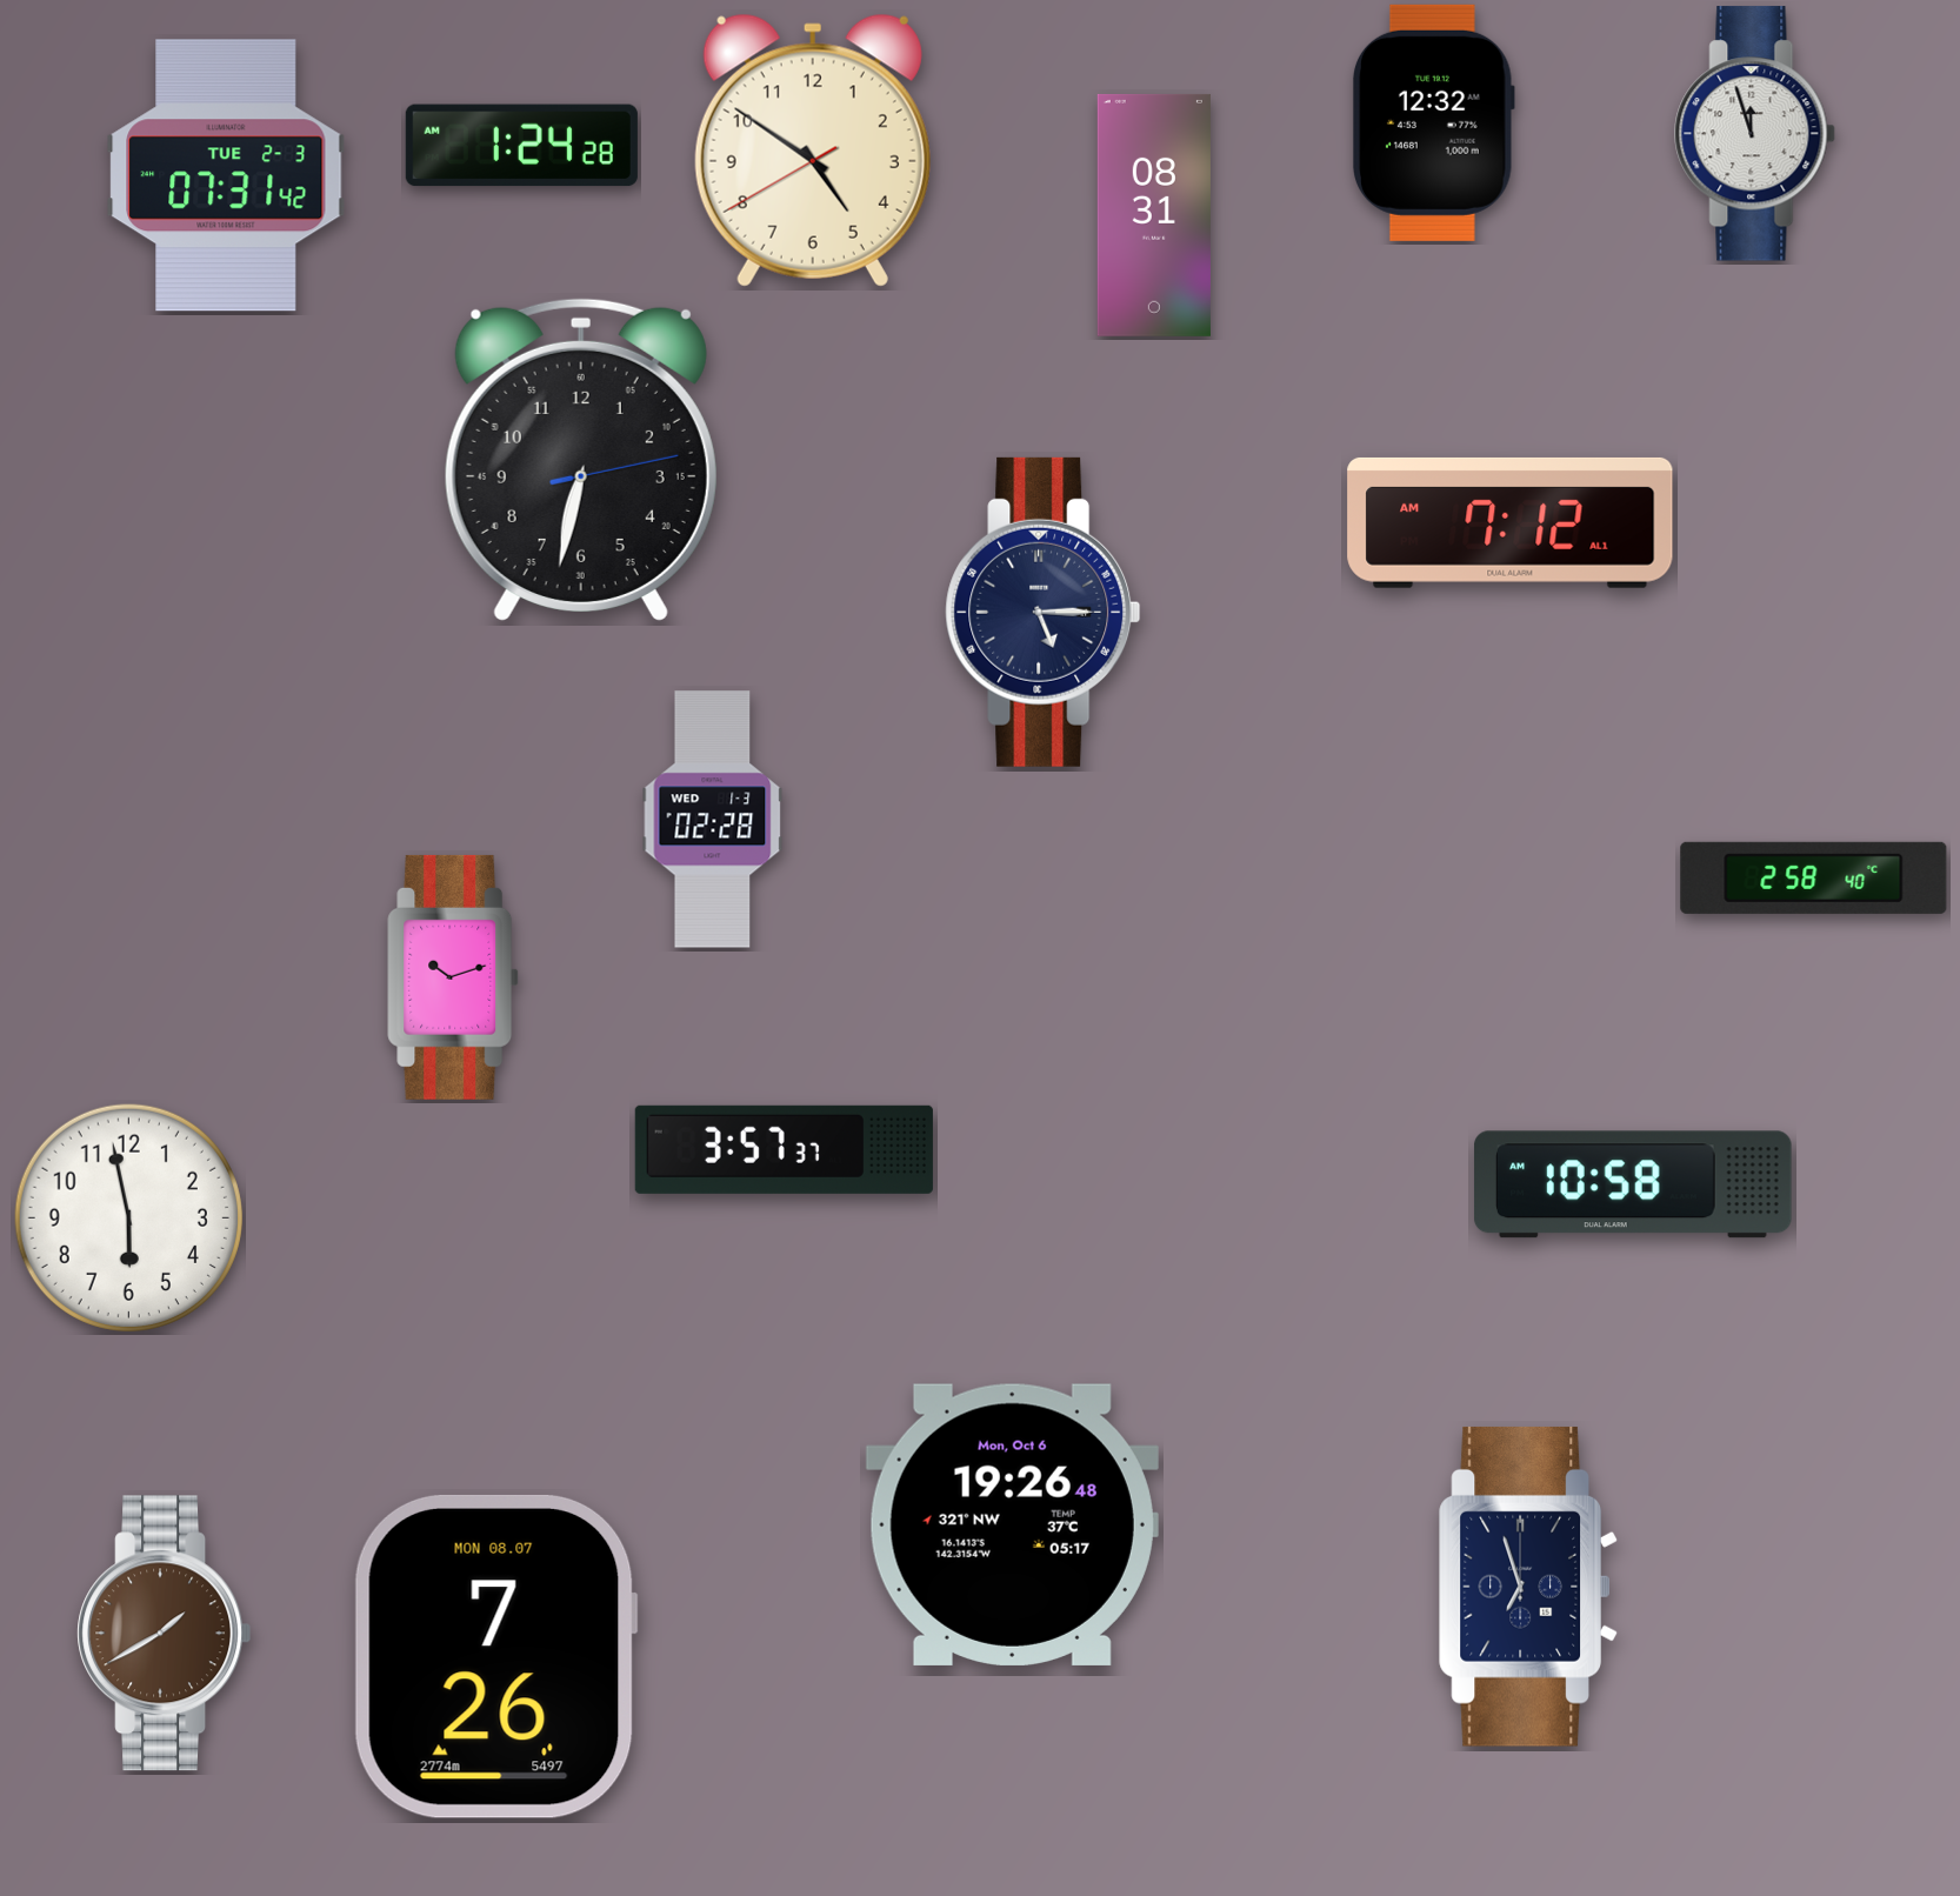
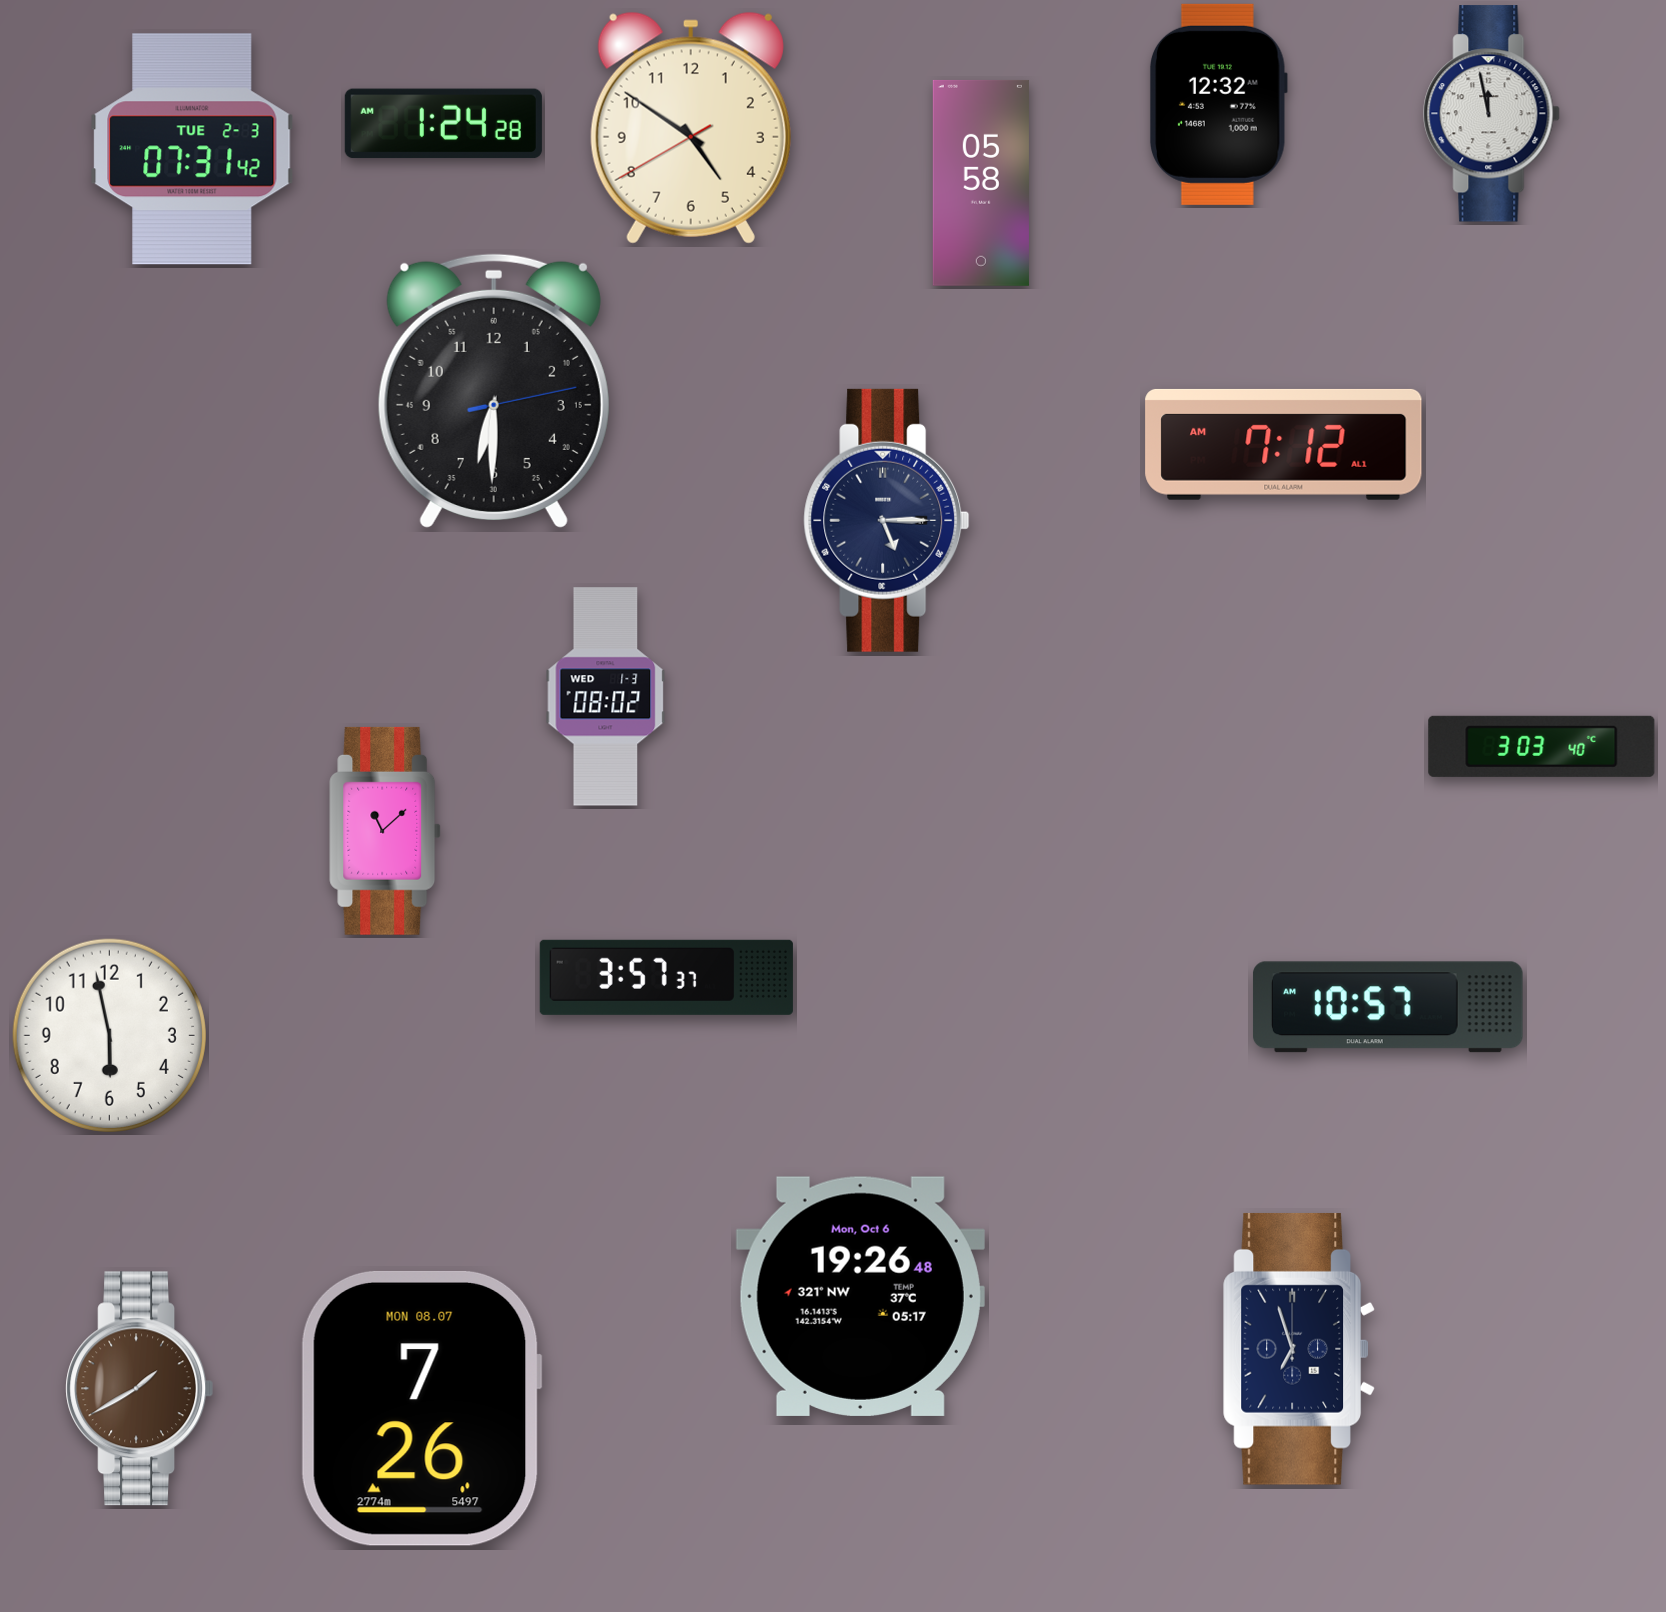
clock at (1755, 134): 11:57 -> 11:58
clock at (1154, 215): 08:31 -> 05:58
clock at (581, 460): 6:32 -> 6:30
clock at (713, 820): 02:28 -> 08:02
clock at (1814, 877): 2:58 -> 3:03
clock at (454, 977): 10:12 -> 11:08
clock at (1633, 1184): 10:58 -> 10:57
